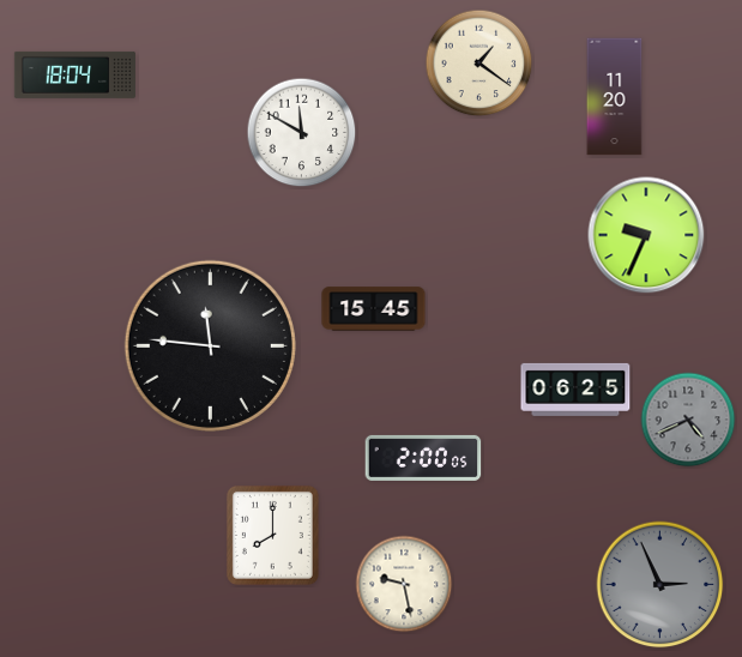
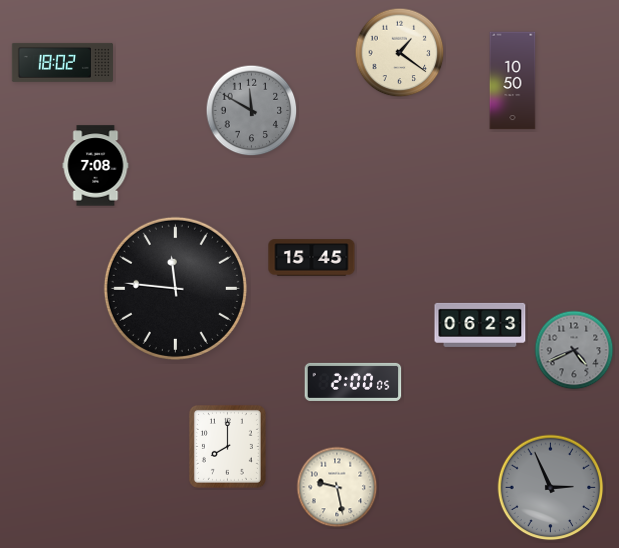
clock at (74, 74): 18:04 -> 18:02
clock at (615, 97): 11:20 -> 10:50
clock at (302, 133) dial: white -> grey
clock at (96, 166): none -> 7:08
clock at (646, 235): 9:34 -> none
clock at (575, 390): 06:25 -> 06:23
